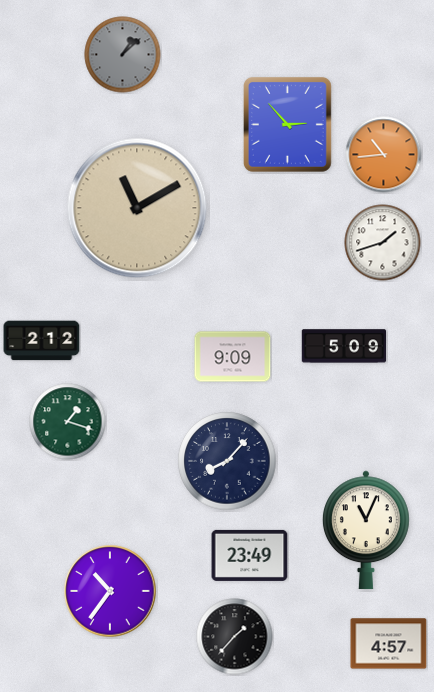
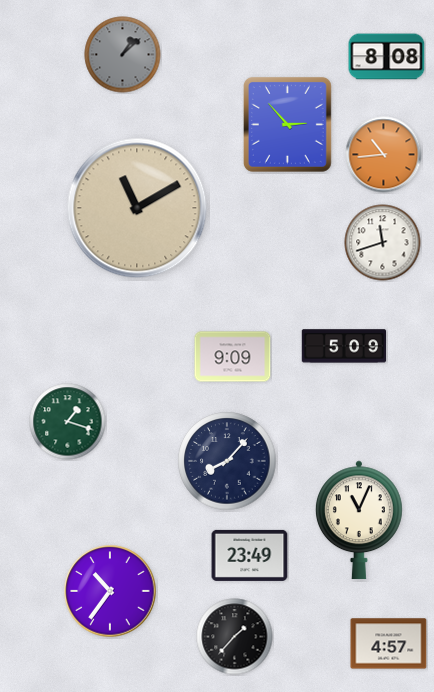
clock at (387, 57): none -> 8:08
clock at (383, 243): 1:42 -> 11:42
clock at (42, 341): 2:12 -> none
clock at (366, 530) position: (366, 530) -> (359, 520)
